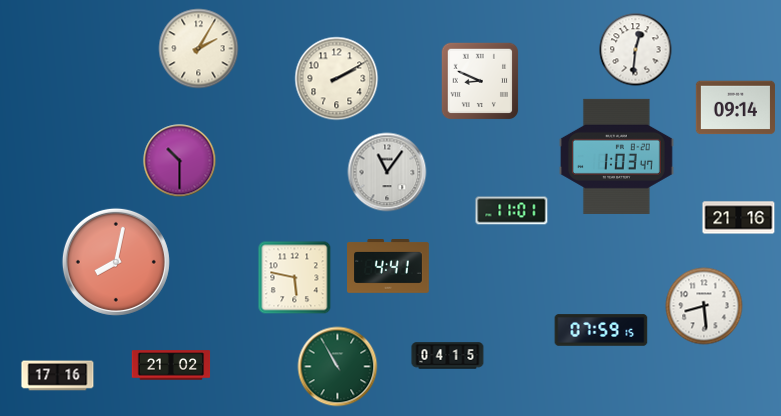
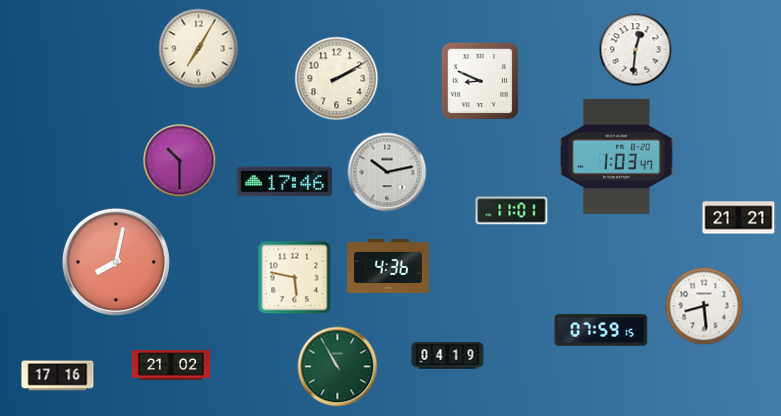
clock at (199, 49): 2:05 -> 7:05
clock at (735, 108): 09:14 -> none
clock at (387, 172): 11:06 -> 10:13
clock at (285, 182): none -> 17:46
clock at (739, 218): 21:16 -> 21:21
clock at (388, 266): 4:41 -> 4:36
clock at (448, 356): 04:15 -> 04:19
